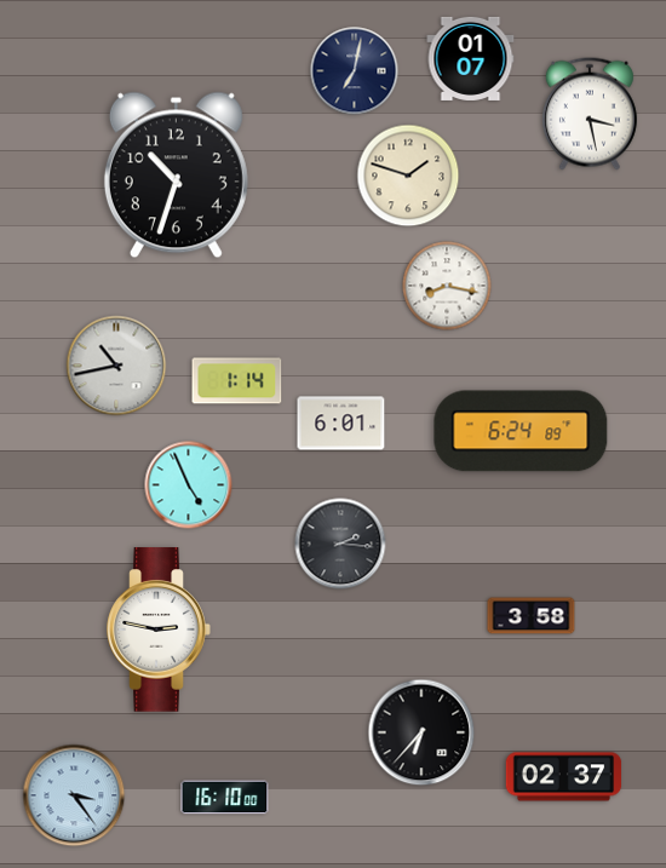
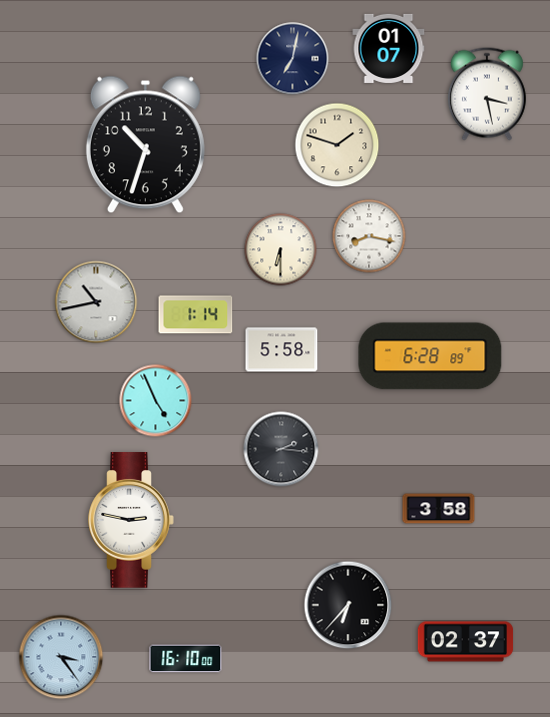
clock at (281, 250): none -> 6:30
clock at (341, 424): 6:01 -> 5:58
clock at (521, 431): 6:24 -> 6:28
